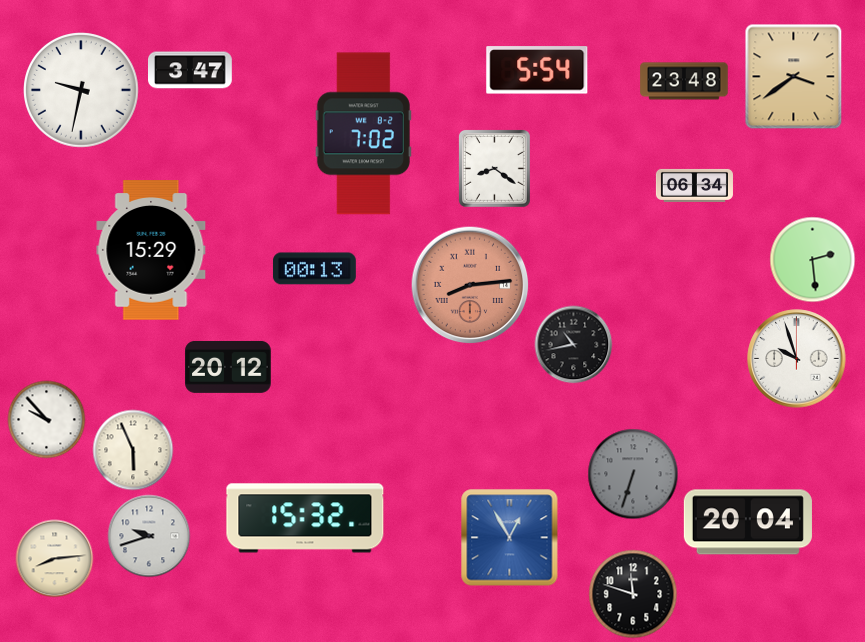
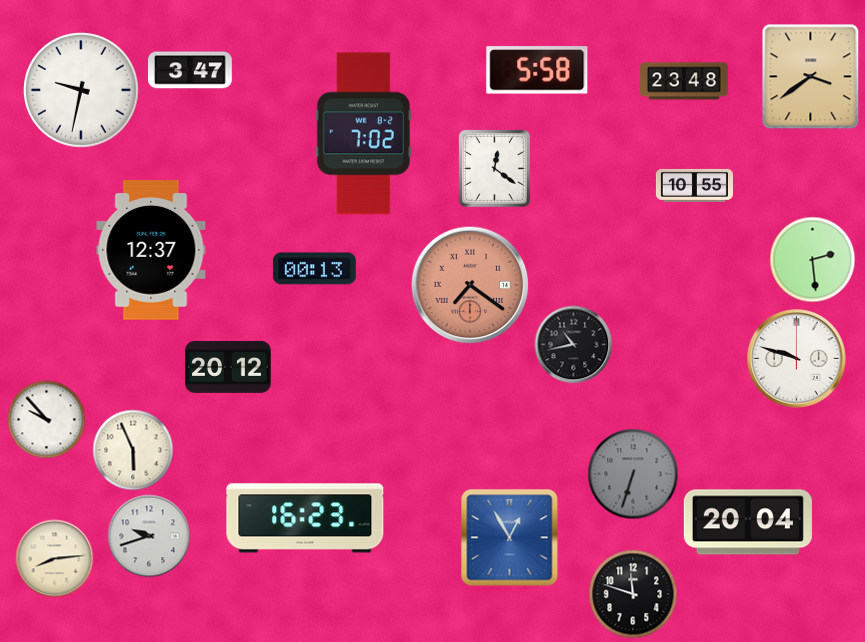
clock at (537, 70): 5:54 -> 5:58
clock at (794, 76) position: (794, 76) -> (811, 76)
clock at (494, 168): 8:21 -> 12:21
clock at (694, 185): 06:34 -> 10:55
clock at (151, 250): 15:29 -> 12:37
clock at (470, 285): 8:14 -> 7:21
clock at (797, 359): 9:57 -> 9:48
clock at (305, 518): 15:32 -> 16:23
